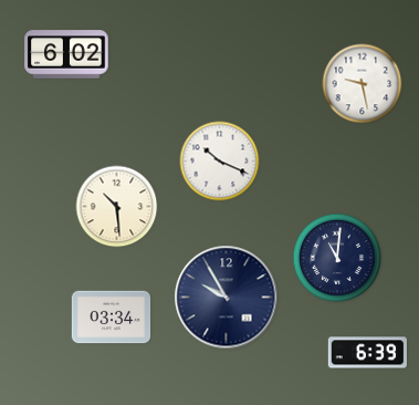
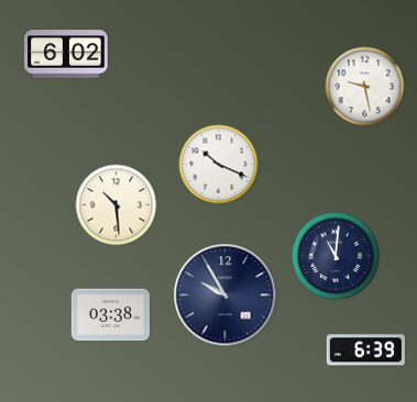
clock at (363, 84) position: (363, 84) -> (365, 87)
clock at (220, 162) position: (220, 162) -> (219, 165)
clock at (112, 318): 03:34 -> 03:38
